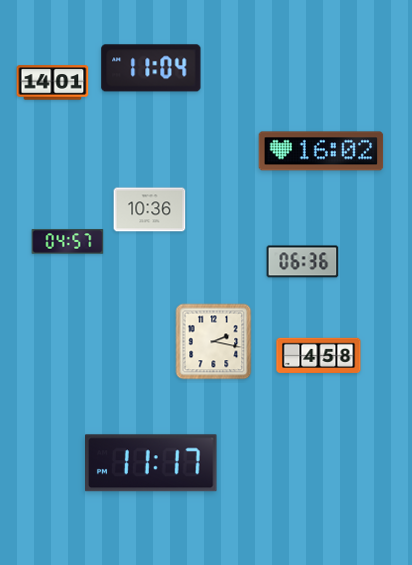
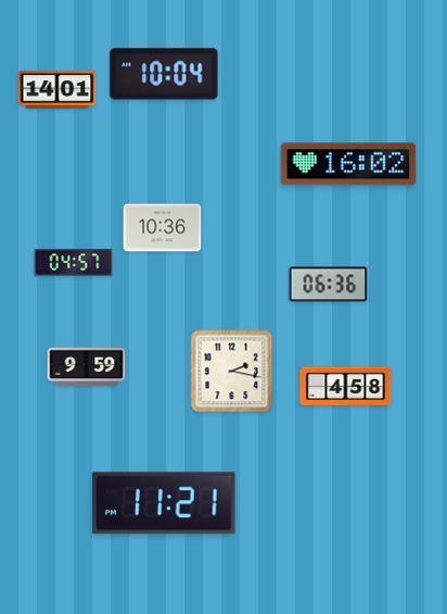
clock at (151, 68): 11:04 -> 10:04
clock at (87, 366): none -> 9:59
clock at (152, 463): 11:17 -> 11:21
